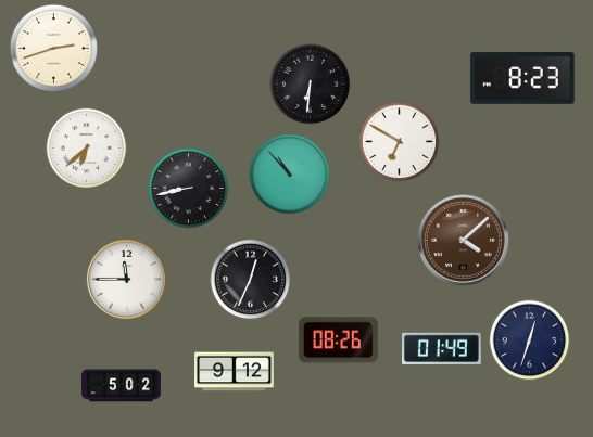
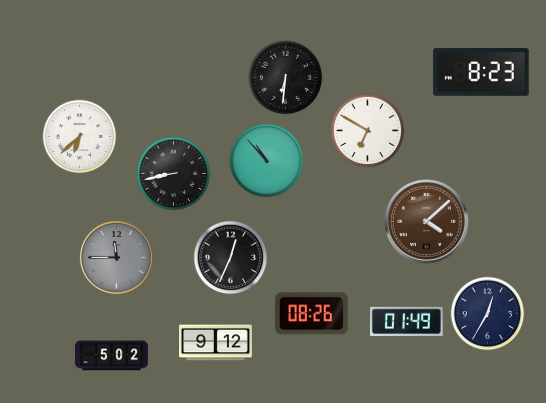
clock at (53, 48): 2:42 -> none
clock at (126, 279) dial: white -> grey
clock at (530, 340): 12:33 -> 12:35
